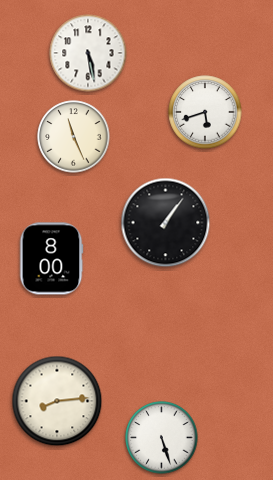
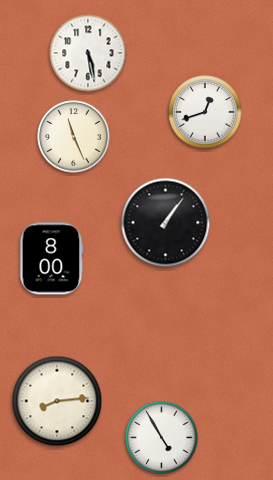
clock at (205, 112): 5:42 -> 12:42
clock at (162, 438): 5:27 -> 4:55
